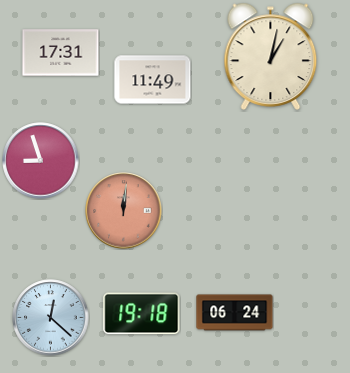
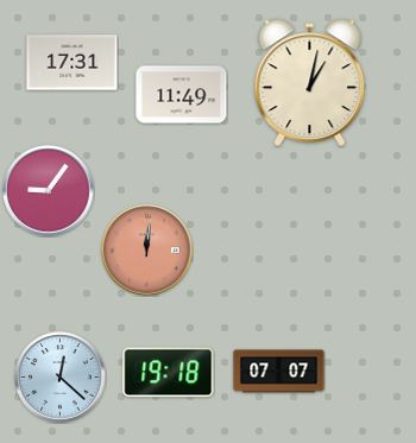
clock at (271, 56) position: (271, 56) -> (310, 82)
clock at (41, 161): 8:57 -> 9:06
clock at (235, 313): 06:24 -> 07:07
